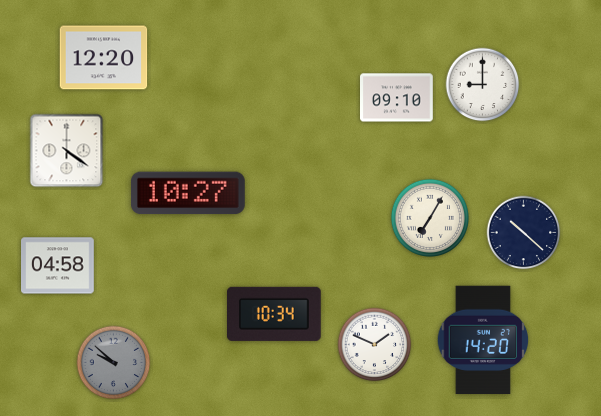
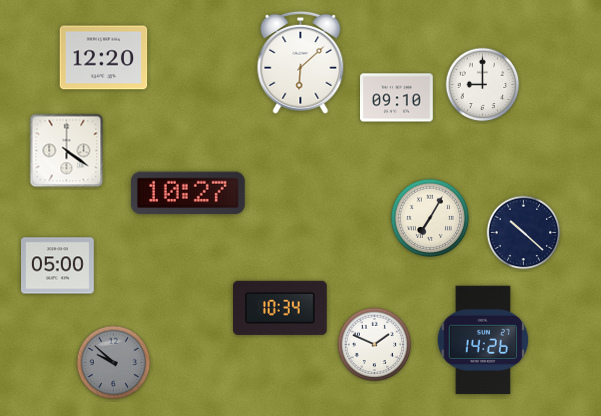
clock at (301, 62): none -> 6:08
clock at (58, 266): 04:58 -> 05:00
clock at (275, 314) position: (275, 314) -> (281, 308)
clock at (483, 340): 14:20 -> 14:26
